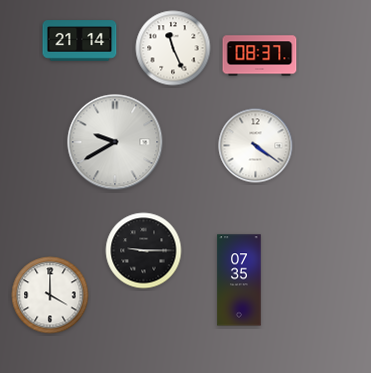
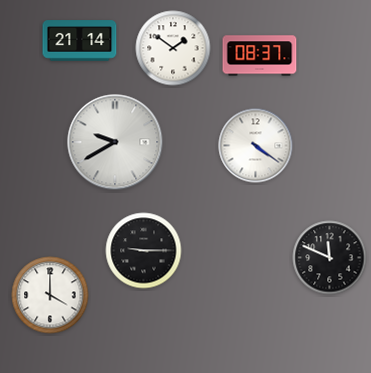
clock at (173, 48): 11:26 -> 1:51
clock at (330, 258): none -> 11:49
clock at (239, 280): 07:35 -> none
